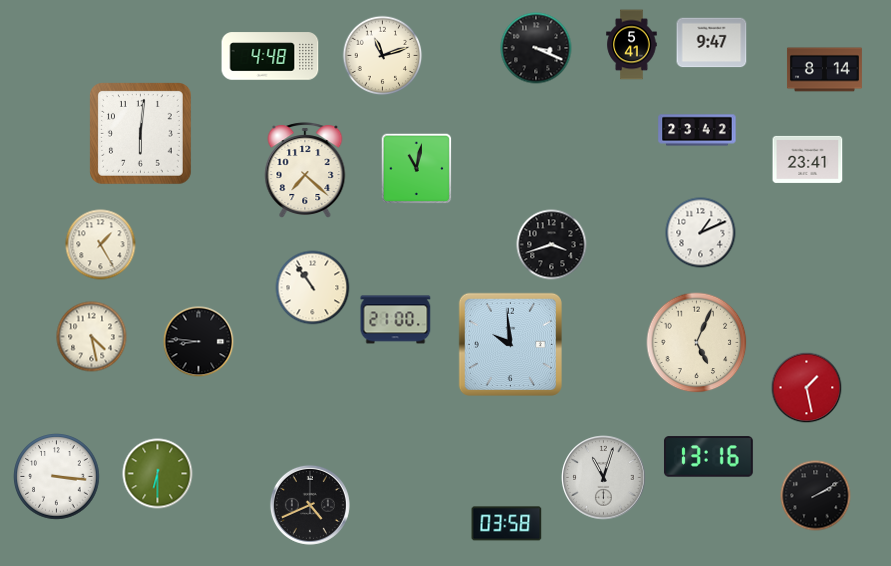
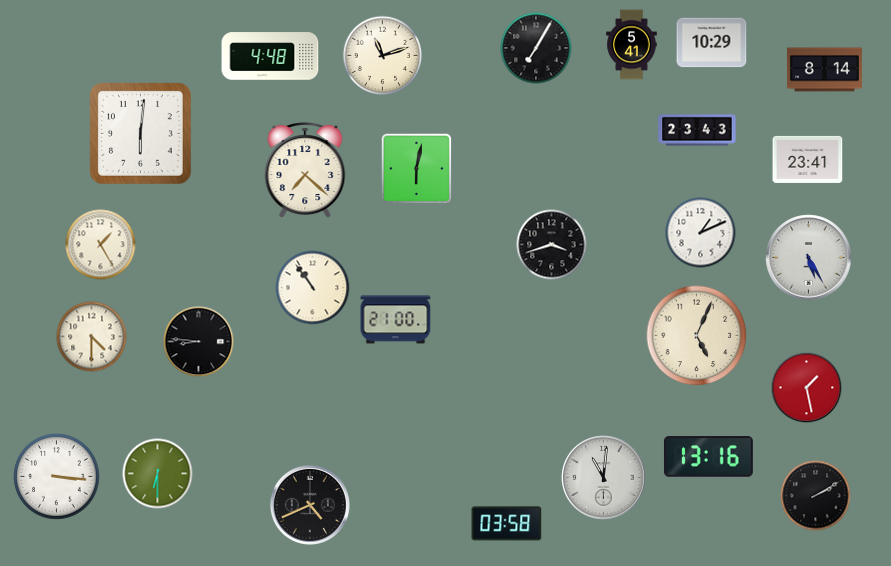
clock at (712, 43): 9:47 -> 10:29
clock at (536, 48): 3:19 -> 7:05
clock at (697, 130): 23:42 -> 23:43
clock at (417, 169): 11:02 -> 6:02
clock at (809, 258): none -> 5:25
clock at (92, 337): 4:28 -> 4:30
clock at (697, 343) position: (697, 343) -> (697, 336)
clock at (510, 344): 9:59 -> none
clock at (604, 478): 11:03 -> 11:01
